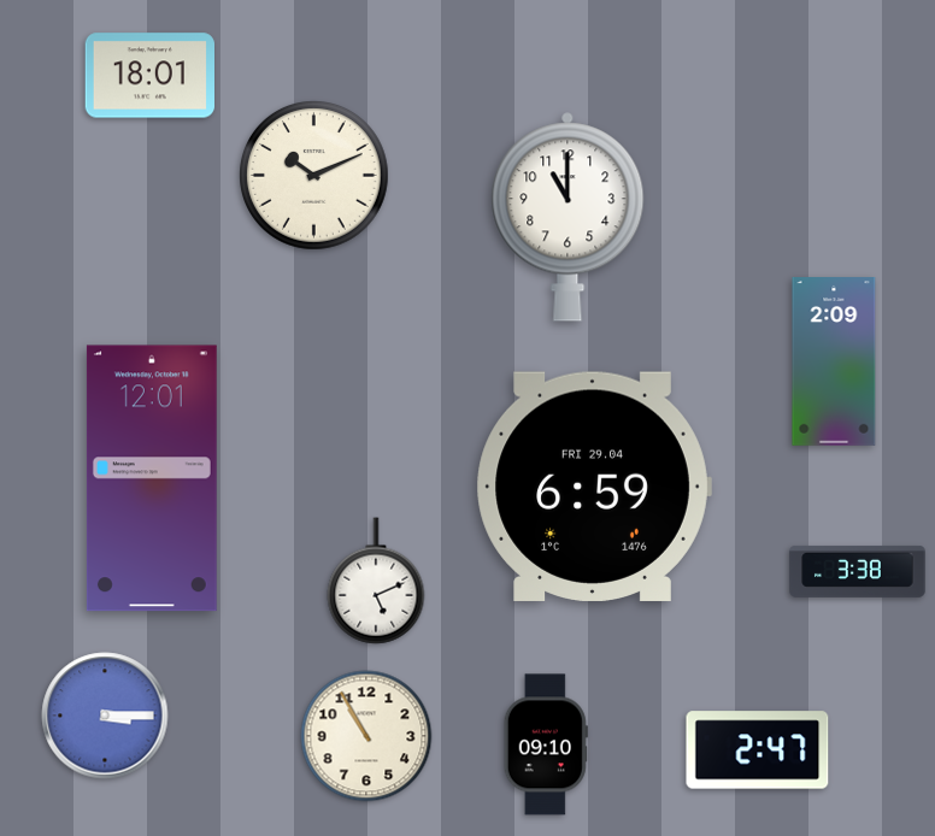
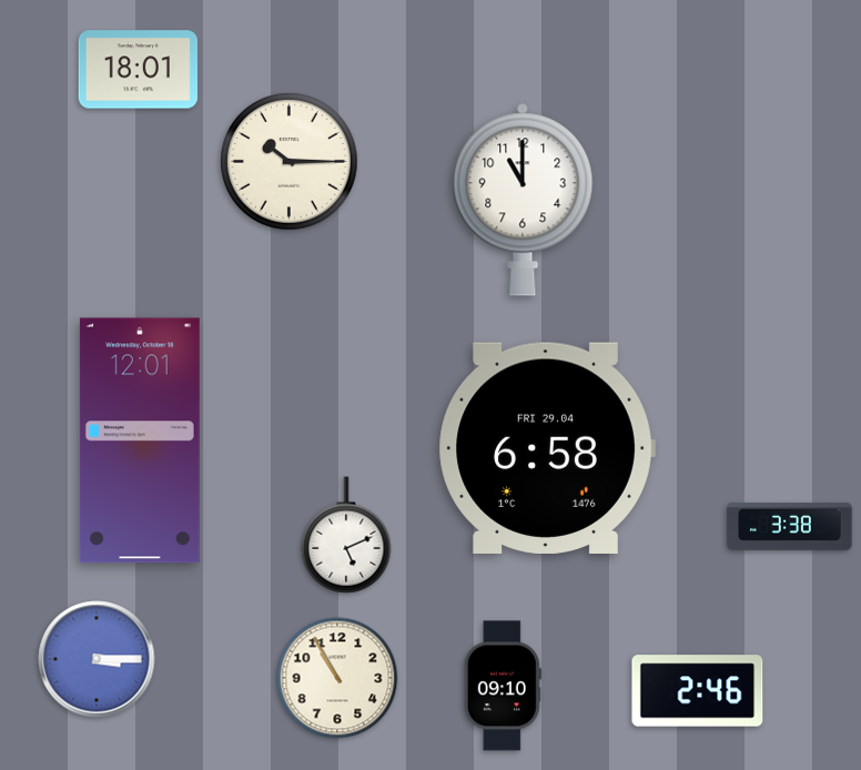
clock at (314, 176): 10:11 -> 10:15
clock at (834, 363): 2:09 -> none
clock at (594, 487): 6:59 -> 6:58
clock at (758, 750): 2:47 -> 2:46
